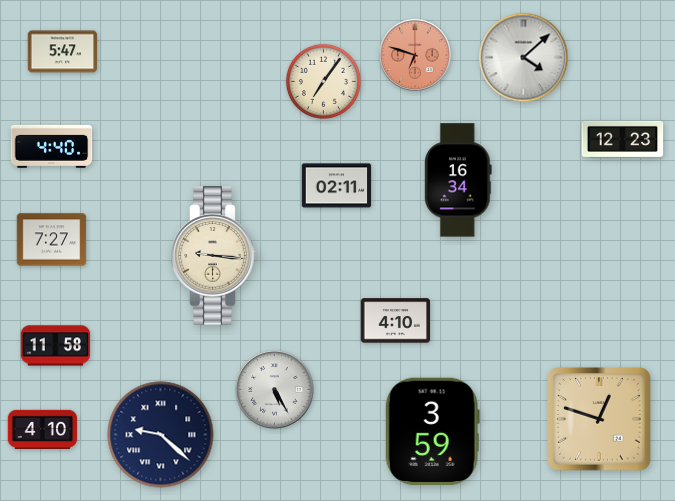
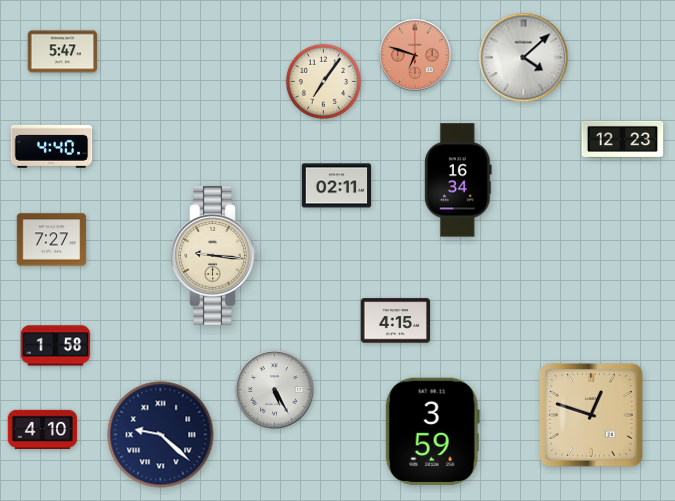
clock at (396, 321): 4:10 -> 4:15
clock at (56, 346): 11:58 -> 1:58
clock at (599, 419) position: (599, 419) -> (591, 415)
